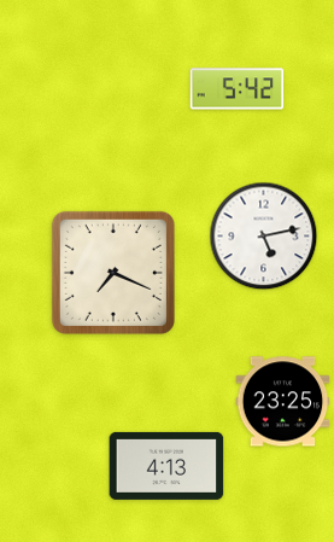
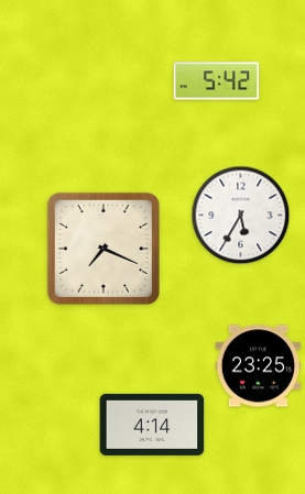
clock at (264, 237): 5:13 -> 5:35
clock at (166, 466): 4:13 -> 4:14
